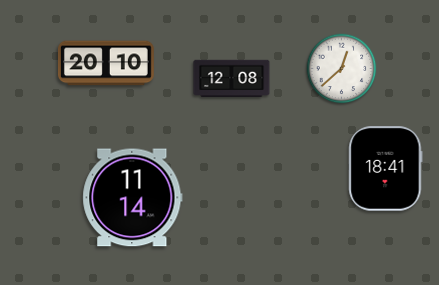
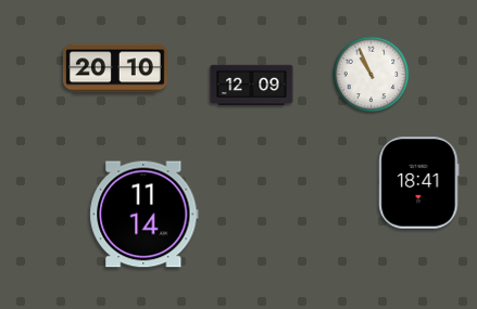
clock at (342, 69): 12:38 -> 10:56
clock at (232, 78): 12:08 -> 12:09
